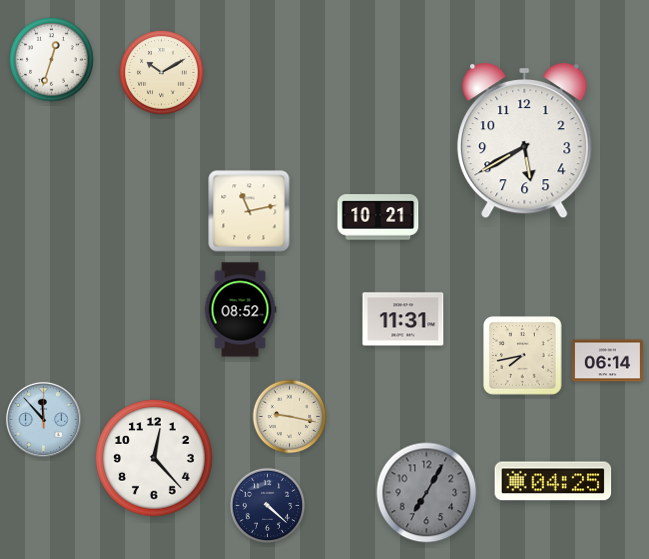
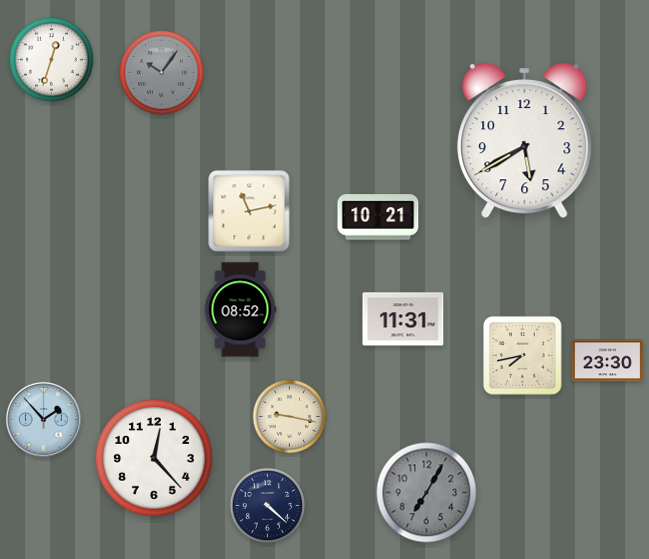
clock at (162, 73): 10:10 -> 10:06
clock at (162, 73) dial: cream -> grey
clock at (607, 361): 06:14 -> 23:30
clock at (43, 419): 11:53 -> 1:53
clock at (553, 481): 04:25 -> none
